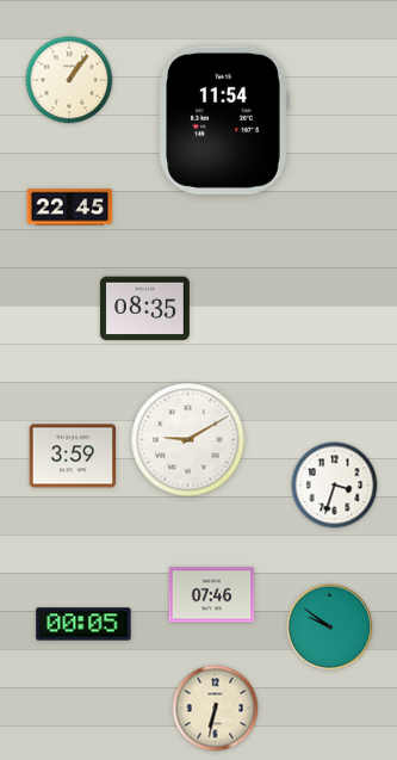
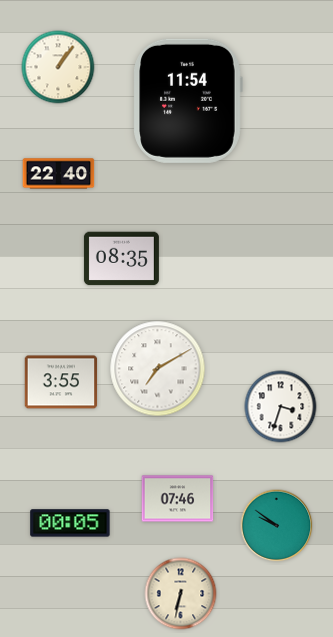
clock at (70, 208): 22:45 -> 22:40
clock at (188, 440): 9:10 -> 7:10
clock at (73, 456): 3:59 -> 3:55
